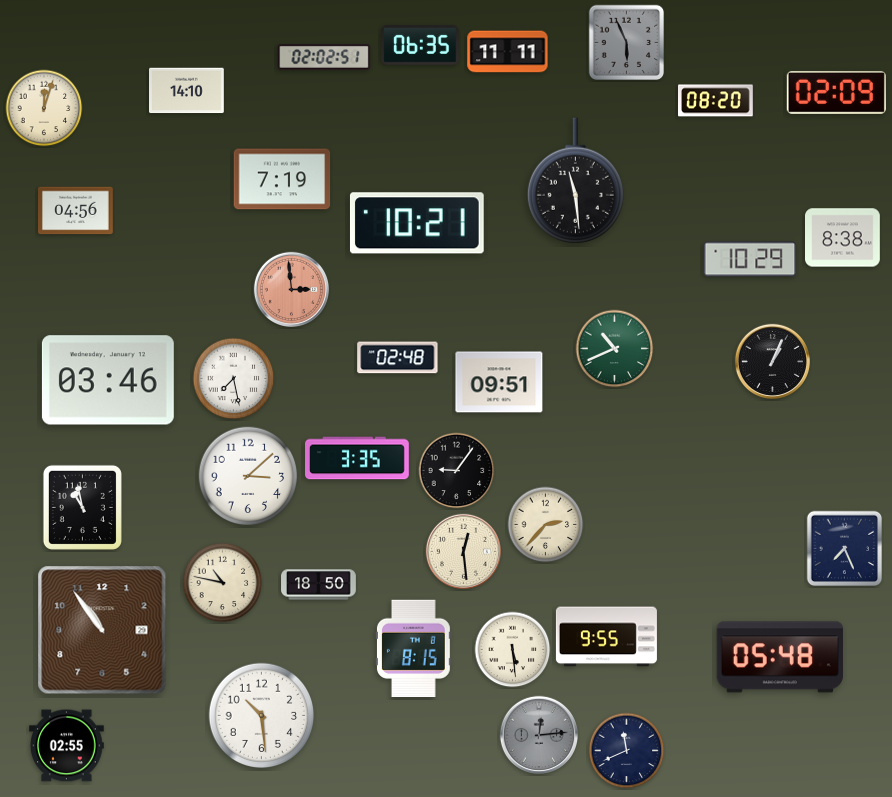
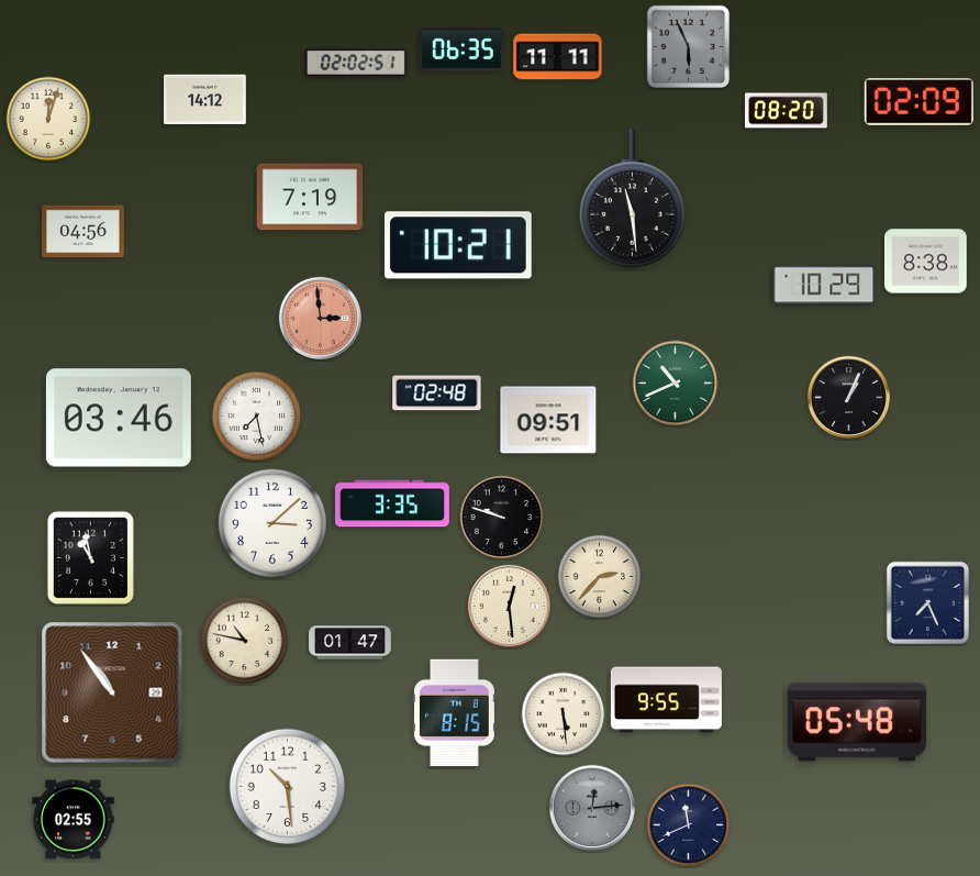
clock at (187, 91): 14:10 -> 14:12
clock at (457, 471): 9:06 -> 9:48
clock at (319, 585): 18:50 -> 01:47
